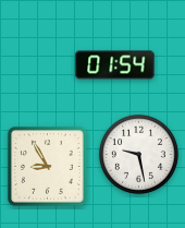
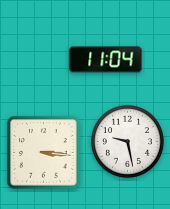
clock at (115, 65): 01:54 -> 11:04
clock at (48, 167): 8:55 -> 3:16
